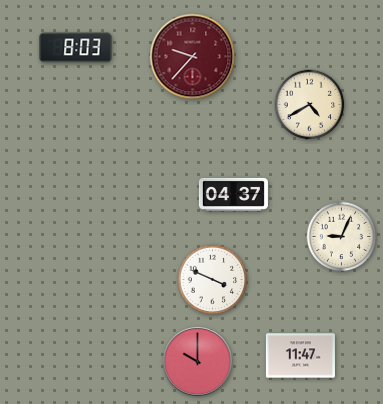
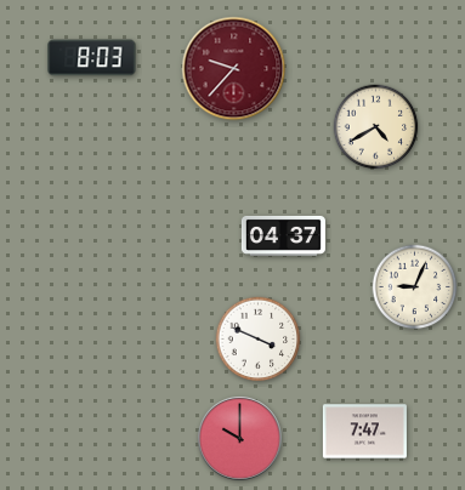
clock at (300, 356): 11:47 -> 7:47
